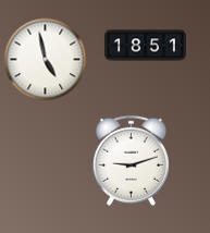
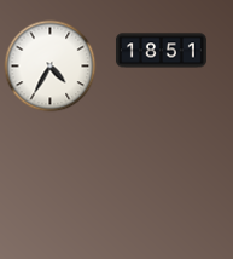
clock at (46, 60): 4:58 -> 4:35
clock at (131, 160): 9:12 -> none
